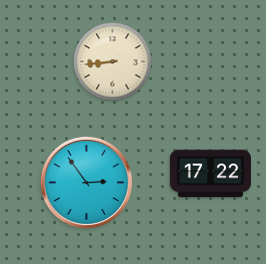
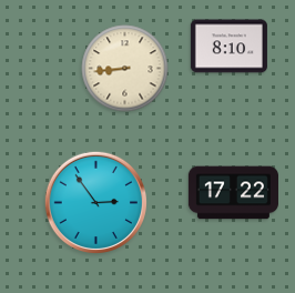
clock at (228, 47): none -> 8:10
